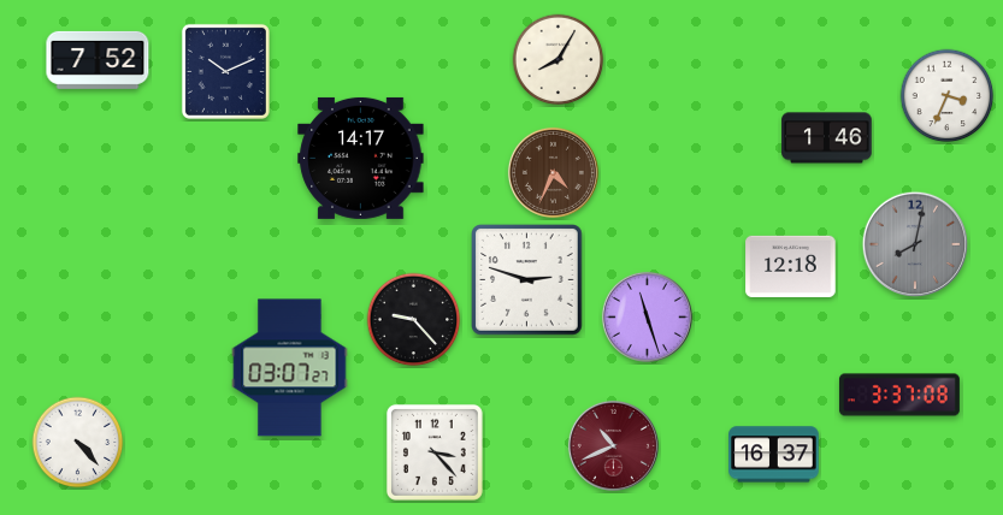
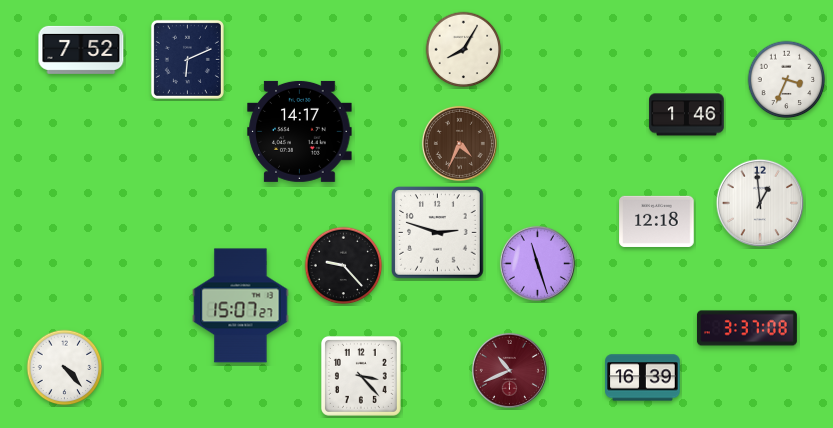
clock at (225, 71): 10:11 -> 6:11
clock at (914, 243): 8:02 -> 12:59
clock at (914, 243) dial: grey -> white
clock at (290, 368): 03:07 -> 15:07
clock at (774, 455): 16:37 -> 16:39
